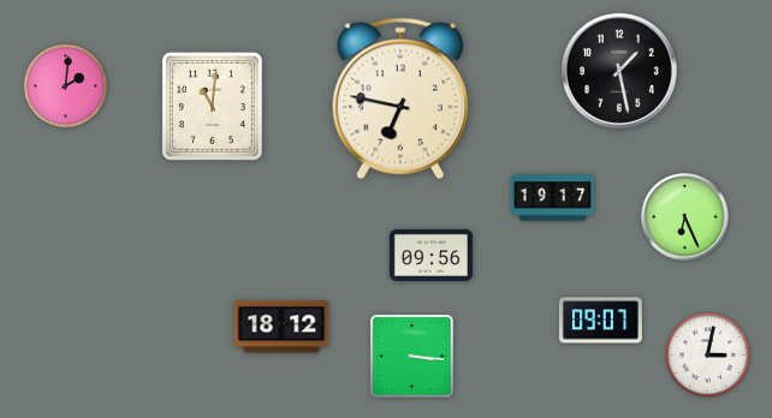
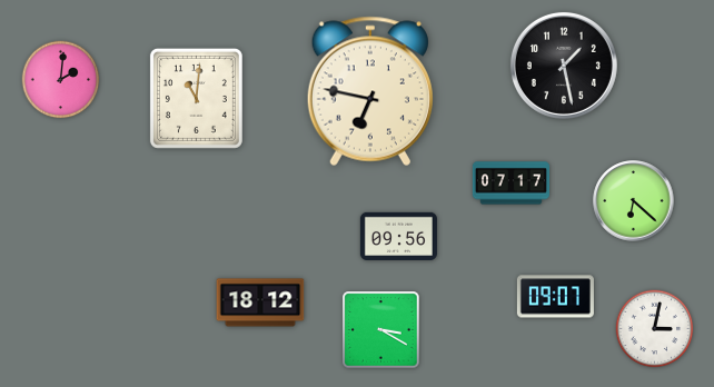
clock at (619, 71) position: (619, 71) -> (564, 66)
clock at (552, 198): 19:17 -> 07:17
clock at (685, 217): 6:26 -> 6:22
clock at (412, 357): 3:16 -> 3:20
